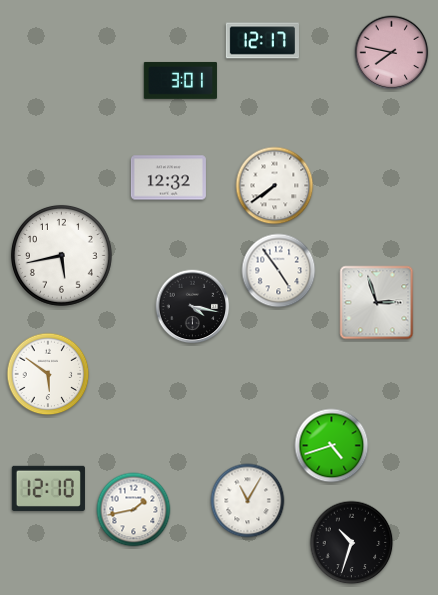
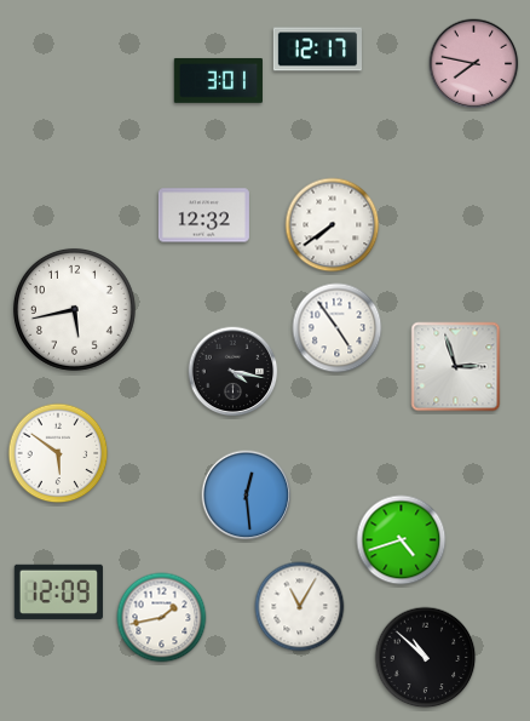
clock at (180, 80) position: (180, 80) -> (218, 80)
clock at (247, 496): none -> 12:29
clock at (48, 488): 12:10 -> 12:09
clock at (352, 543): 10:33 -> 10:52
